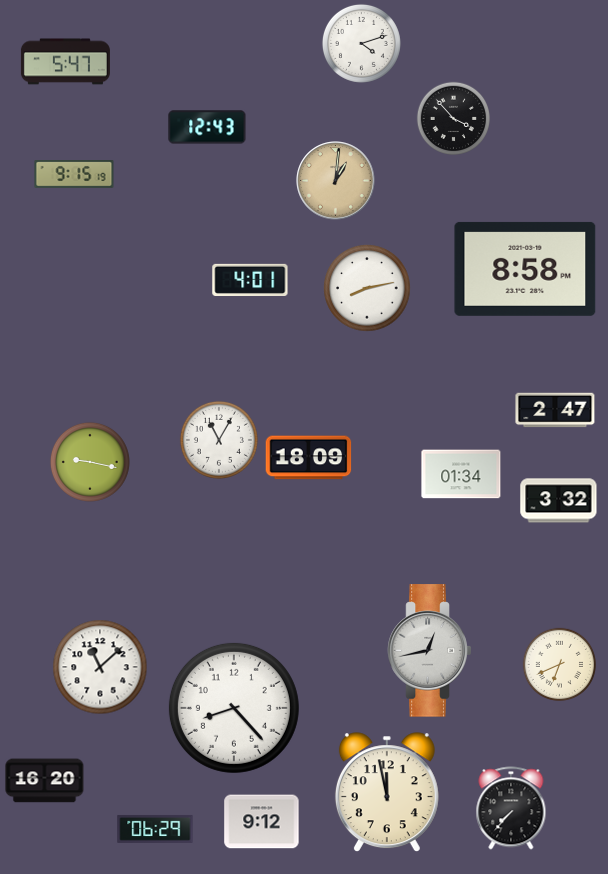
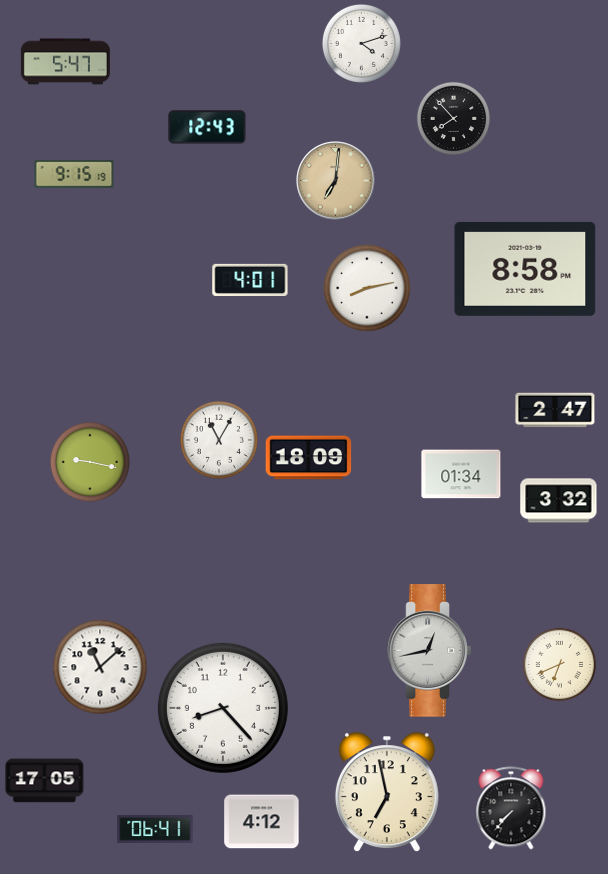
clock at (453, 118): 3:53 -> 7:53
clock at (336, 181): 1:01 -> 7:01
clock at (234, 708) position: (234, 708) -> (223, 708)
clock at (45, 781): 16:20 -> 17:05
clock at (387, 793): 11:58 -> 6:58
clock at (262, 822): 9:12 -> 4:12
clock at (155, 829): 06:29 -> 06:41
